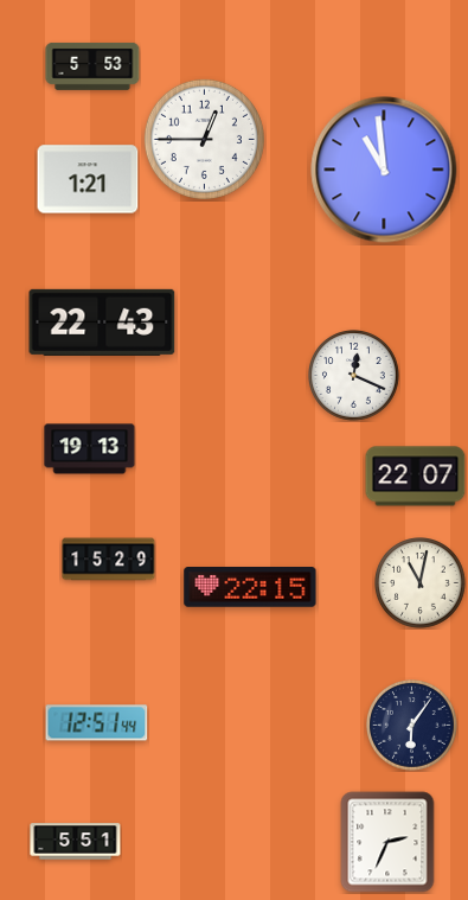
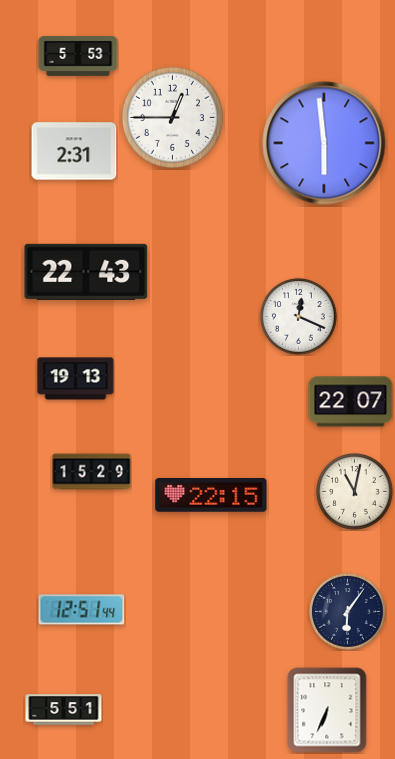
clock at (384, 170): 10:59 -> 5:59
clock at (88, 179): 1:21 -> 2:31
clock at (387, 842): 2:34 -> 6:34
